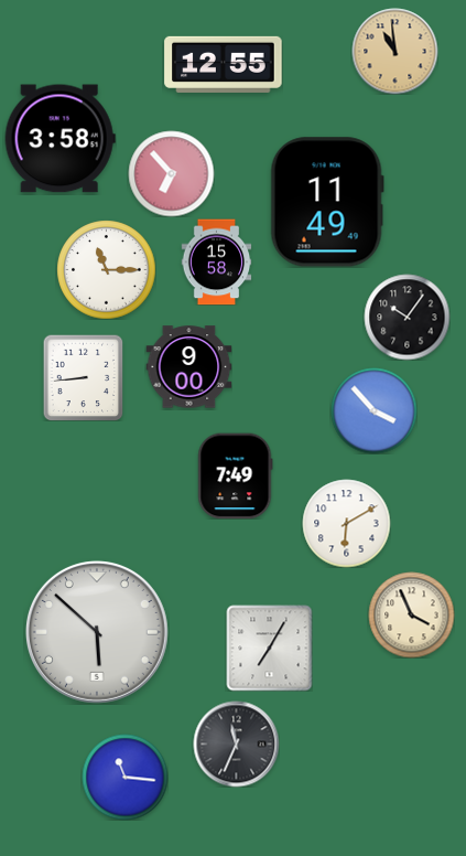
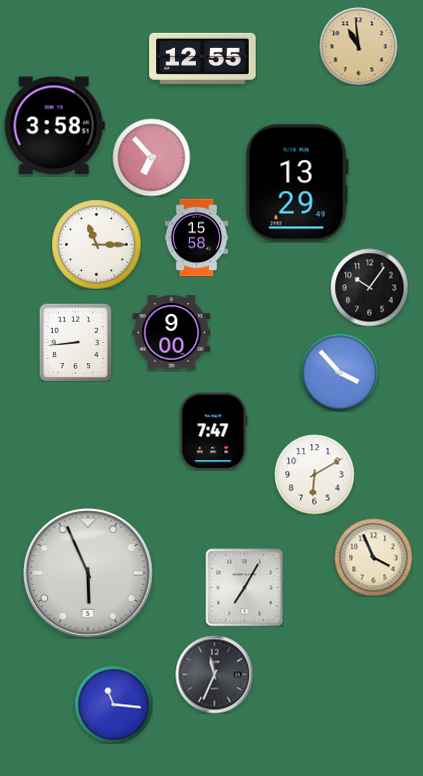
clock at (171, 173) position: (171, 173) -> (151, 157)
clock at (327, 202): 11:49 -> 13:29
clock at (236, 475): 7:49 -> 7:47
clock at (97, 632): 5:52 -> 5:56
